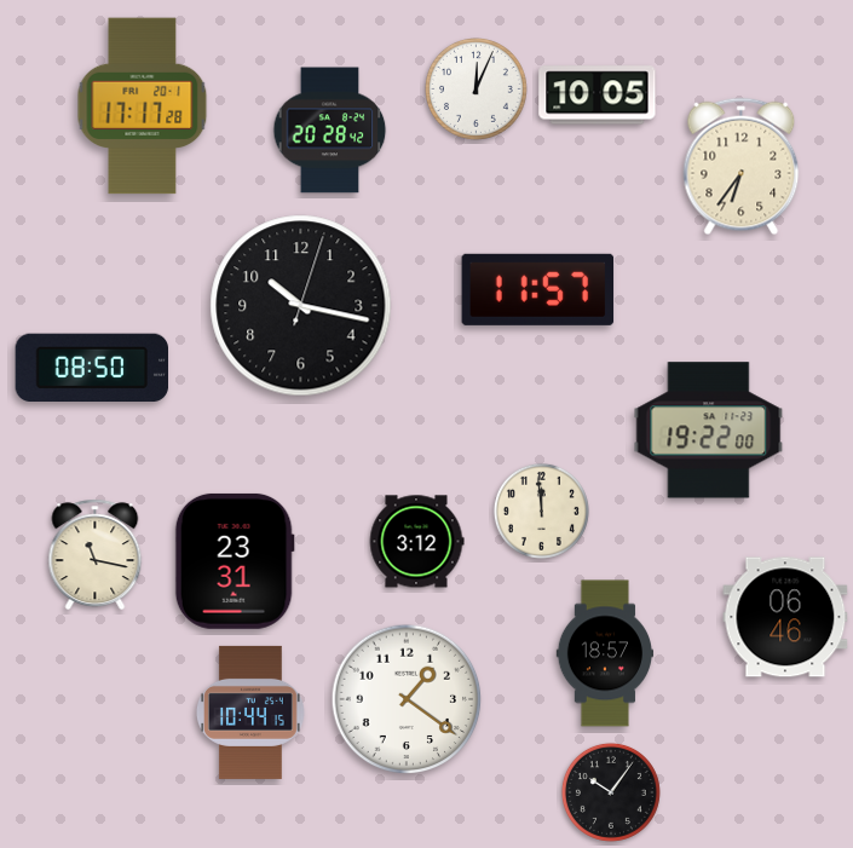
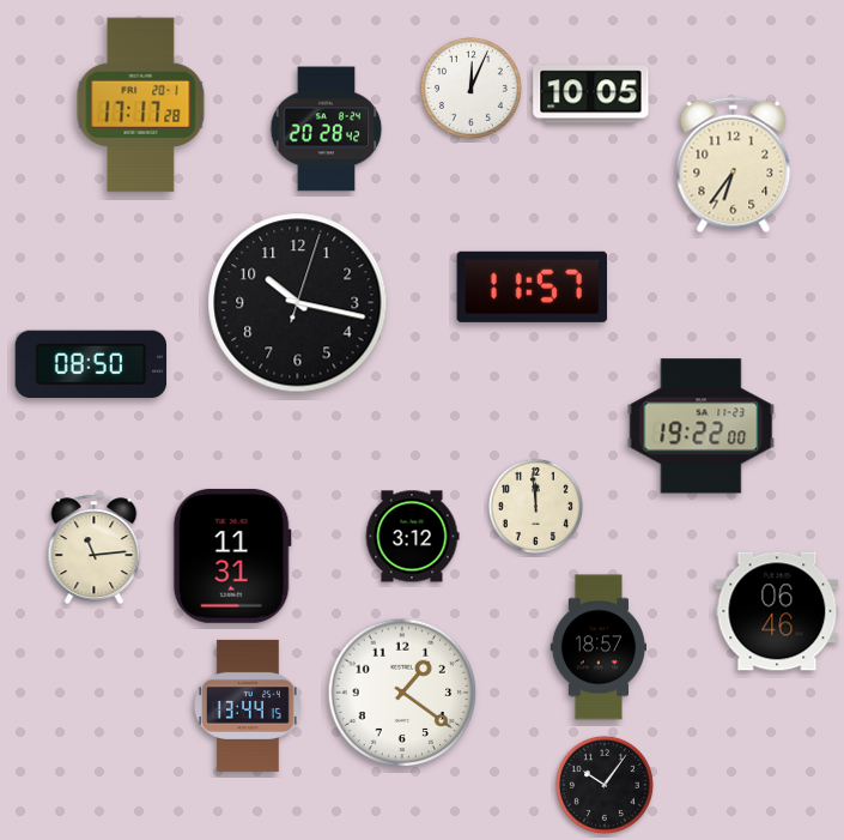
clock at (96, 555): 11:17 -> 11:14
clock at (235, 561): 23:31 -> 11:31
clock at (252, 713): 10:44 -> 13:44
